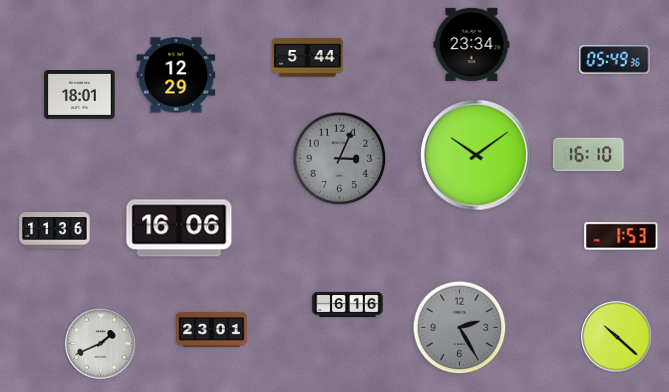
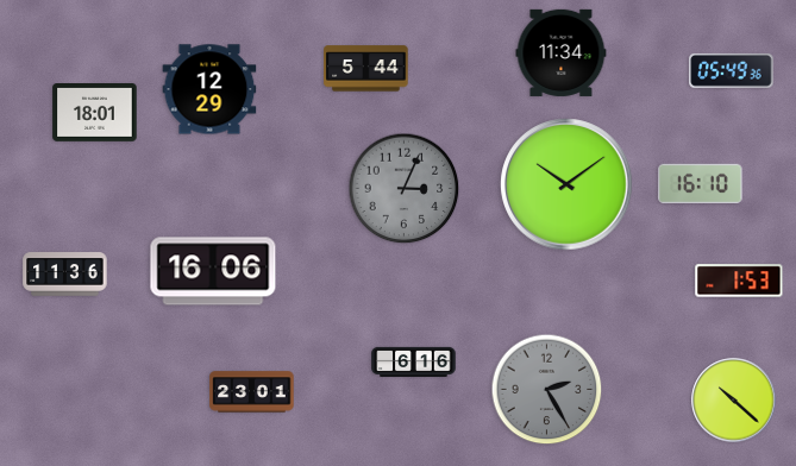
clock at (472, 44): 23:34 -> 11:34
clock at (101, 344): 1:41 -> none
